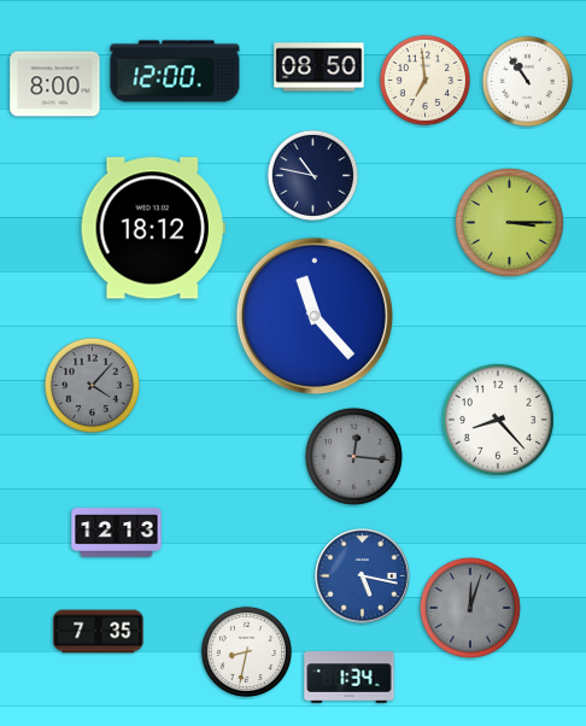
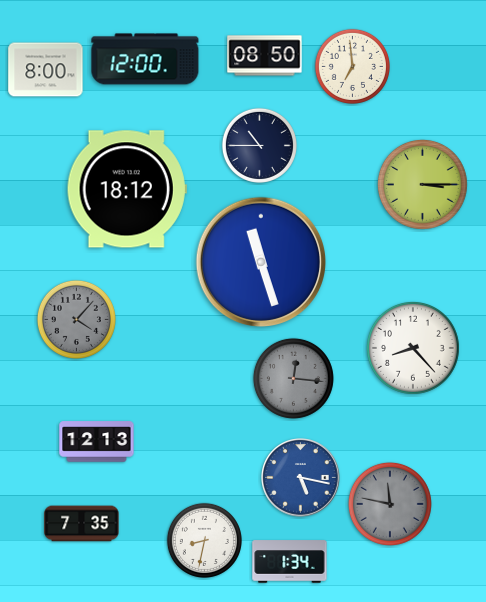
clock at (527, 81): 10:54 -> none
clock at (312, 175): 10:47 -> 10:45
clock at (313, 315): 11:23 -> 11:27
clock at (470, 608): 12:03 -> 11:47
